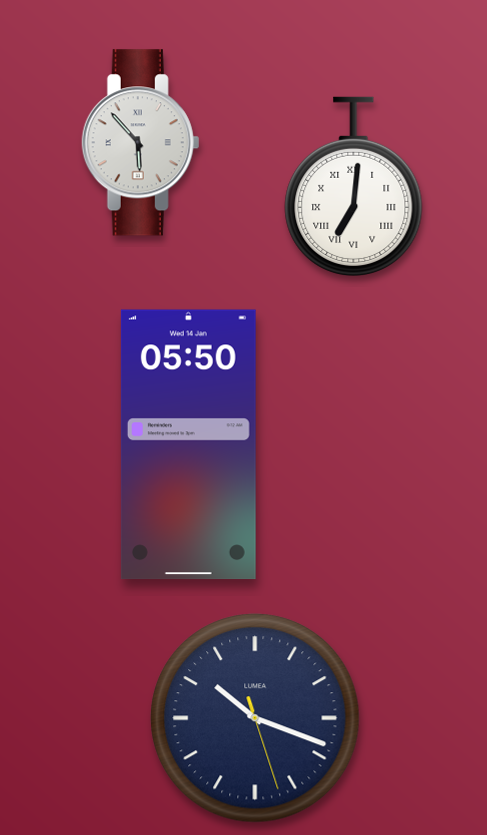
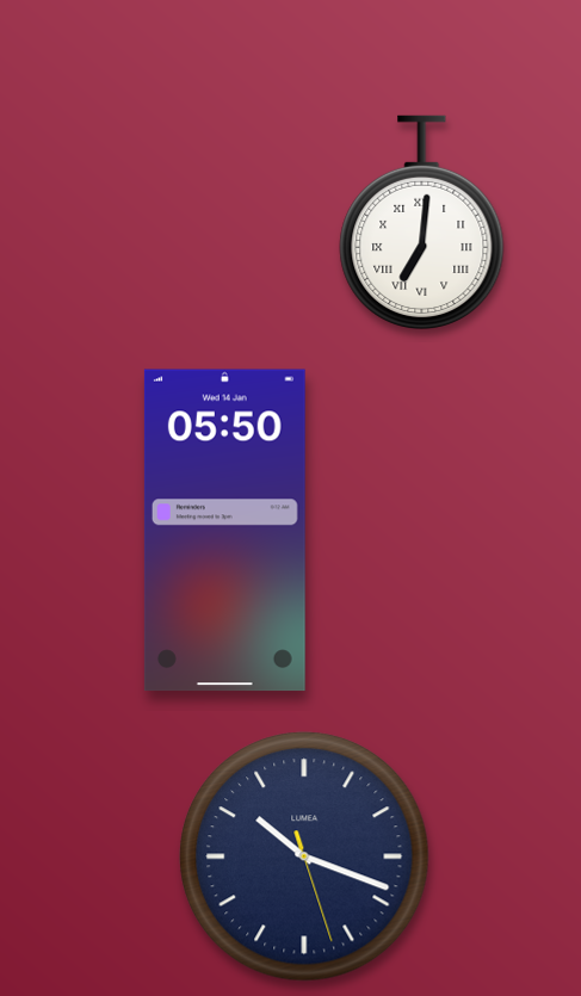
clock at (141, 143): 5:53 -> none
